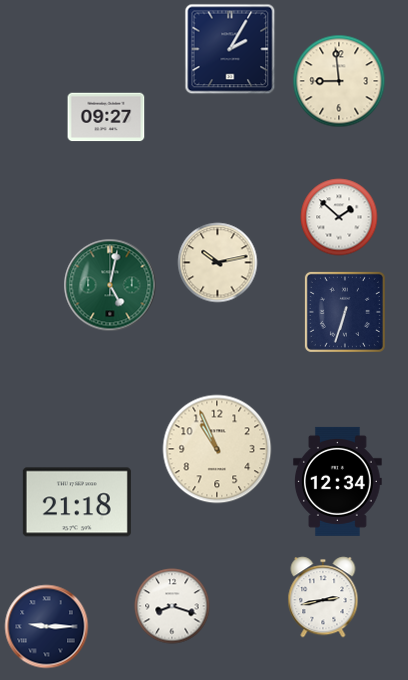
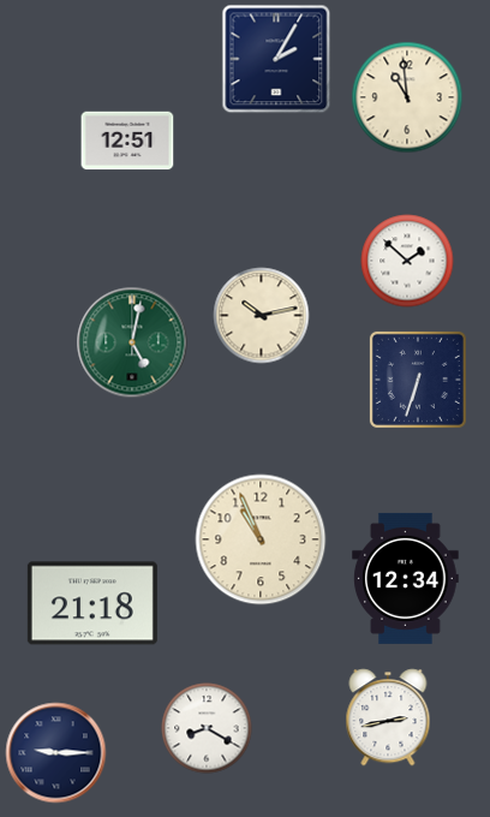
clock at (339, 81): 8:59 -> 10:59
clock at (106, 117): 09:27 -> 12:51
clock at (345, 312) position: (345, 312) -> (418, 380)
clock at (172, 606): 8:18 -> 8:20
